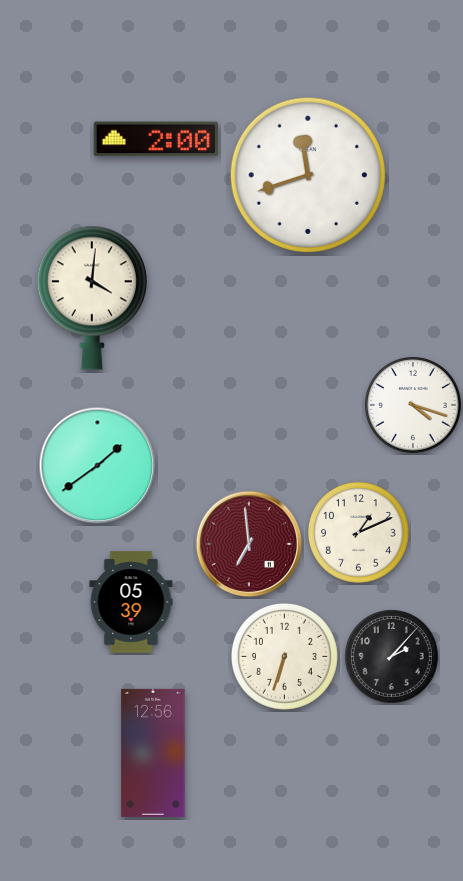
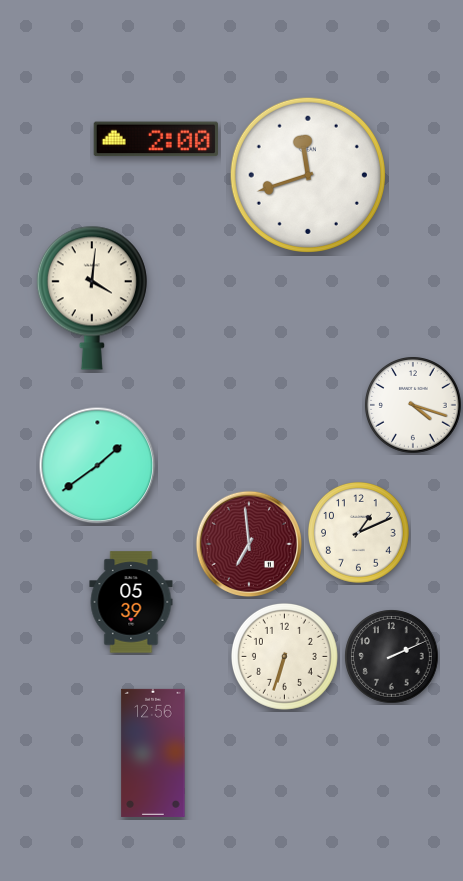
clock at (392, 657): 2:07 -> 2:11
